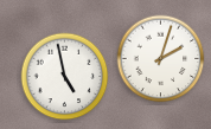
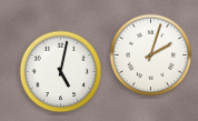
clock at (65, 77): 4:58 -> 5:02
